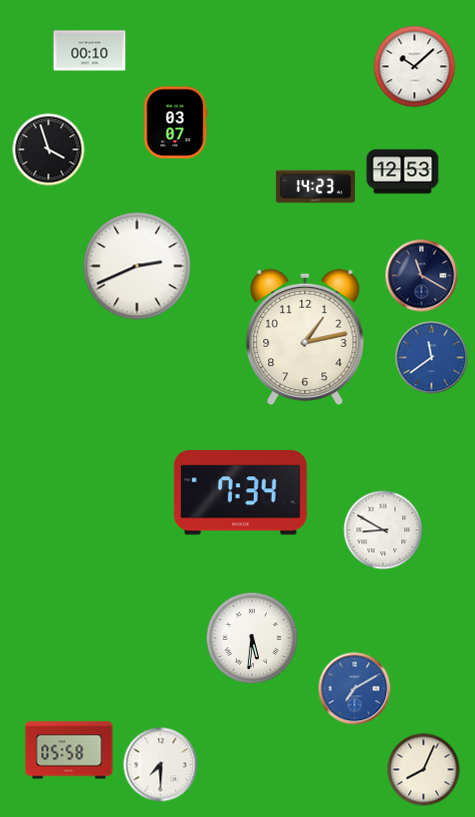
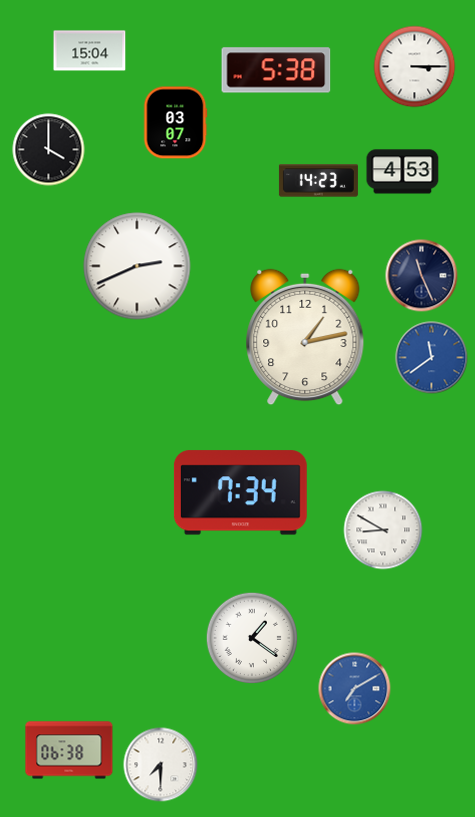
clock at (90, 51): 00:10 -> 15:04
clock at (415, 67): 10:08 -> 3:15
clock at (276, 70): none -> 5:38
clock at (49, 150): 3:57 -> 4:00
clock at (403, 172): 12:53 -> 4:53
clock at (315, 187) position: (315, 187) -> (318, 181)
clock at (422, 276): 11:20 -> 11:26
clock at (252, 638): 5:31 -> 1:21
clock at (69, 750): 05:58 -> 06:38
clock at (424, 770): 8:04 -> none
